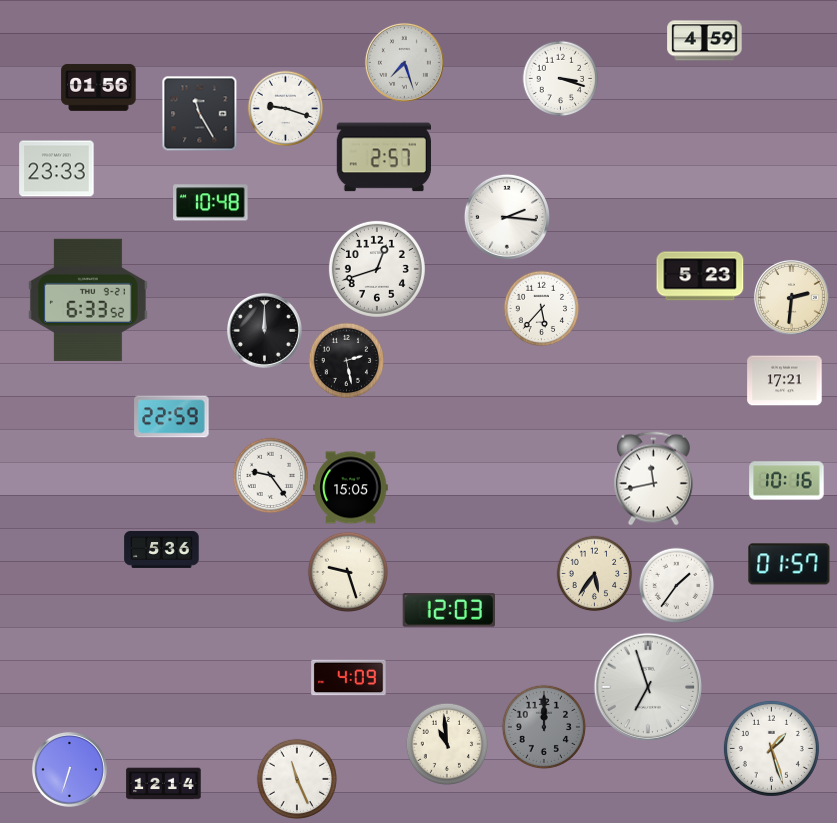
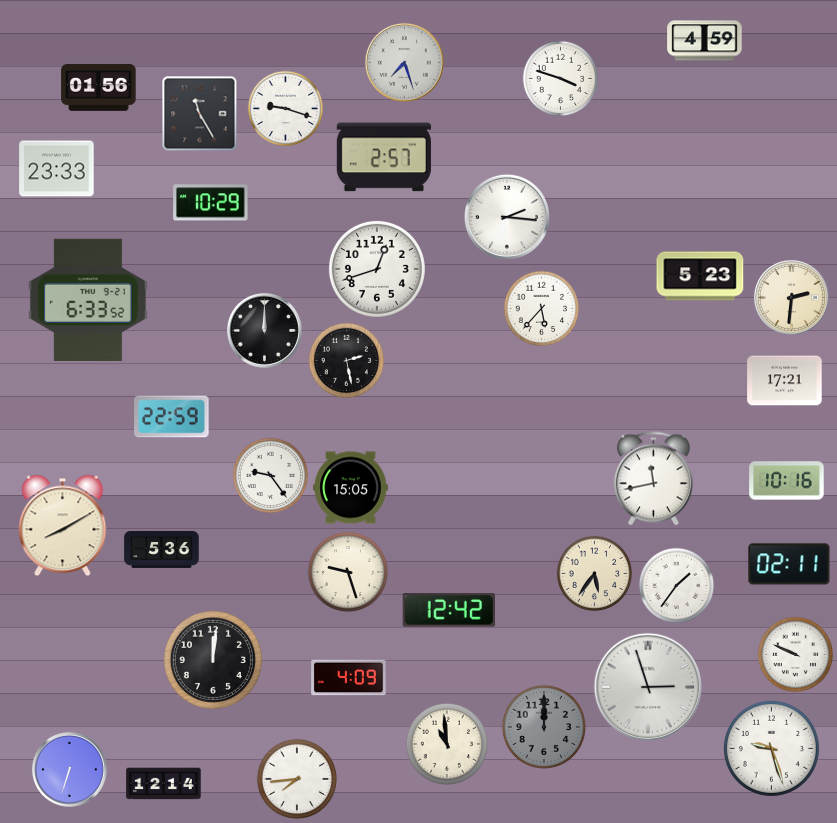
clock at (561, 79): 3:18 -> 3:48
clock at (211, 203): 10:48 -> 10:29
clock at (63, 526): none -> 8:10
clock at (789, 564): 01:57 -> 02:11
clock at (448, 610): 12:03 -> 12:42
clock at (796, 655): none -> 9:49
clock at (213, 660): none -> 12:01
clock at (648, 687): 6:57 -> 2:57
clock at (771, 748): 1:27 -> 9:27
clock at (296, 778): 11:26 -> 7:44
